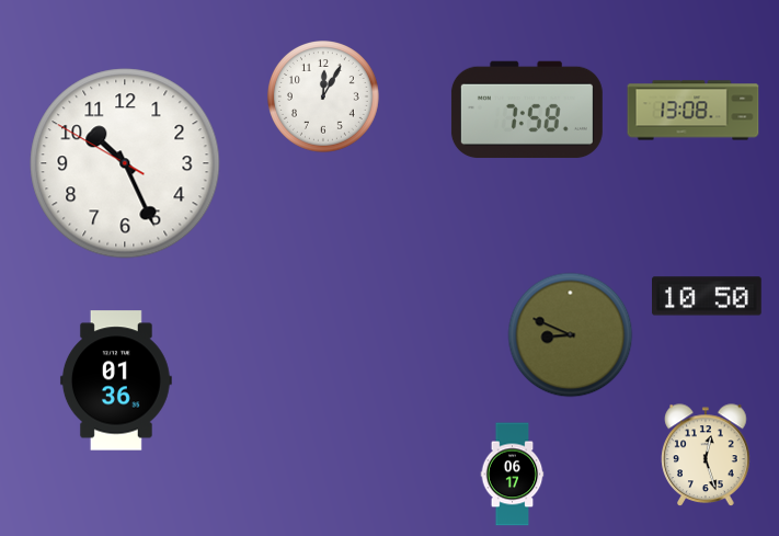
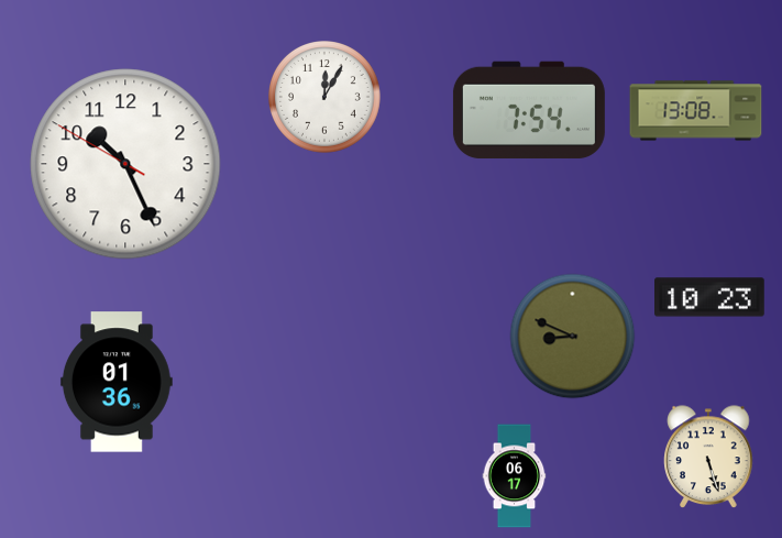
clock at (527, 110): 7:58 -> 7:54
clock at (708, 296): 10:50 -> 10:23
clock at (706, 455): 12:27 -> 5:27
